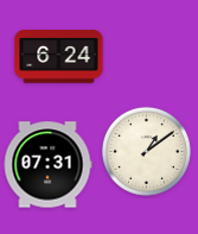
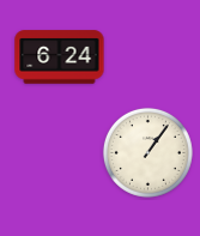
clock at (146, 151): 1:09 -> 1:06
clock at (47, 165): 07:31 -> none
